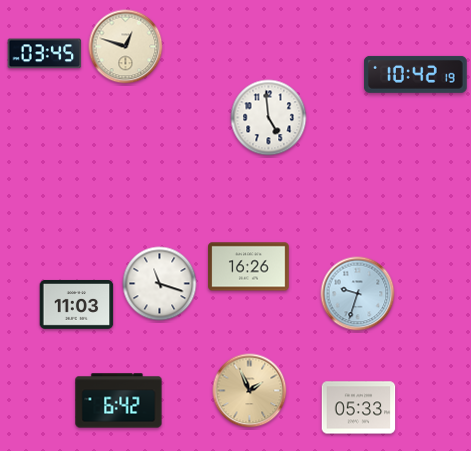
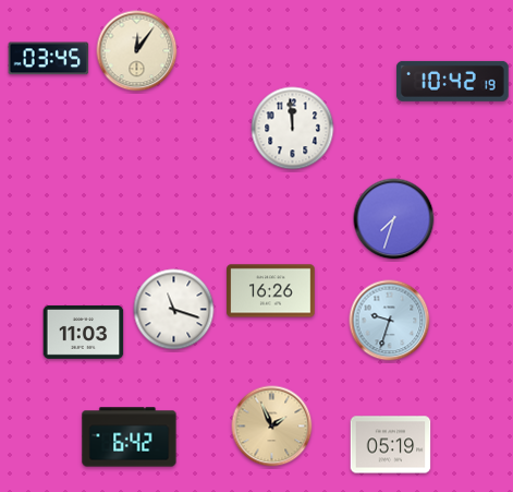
clock at (126, 47): 12:48 -> 12:06
clock at (269, 118): 4:59 -> 11:59
clock at (394, 219): none -> 7:33
clock at (359, 408): 05:33 -> 05:19
